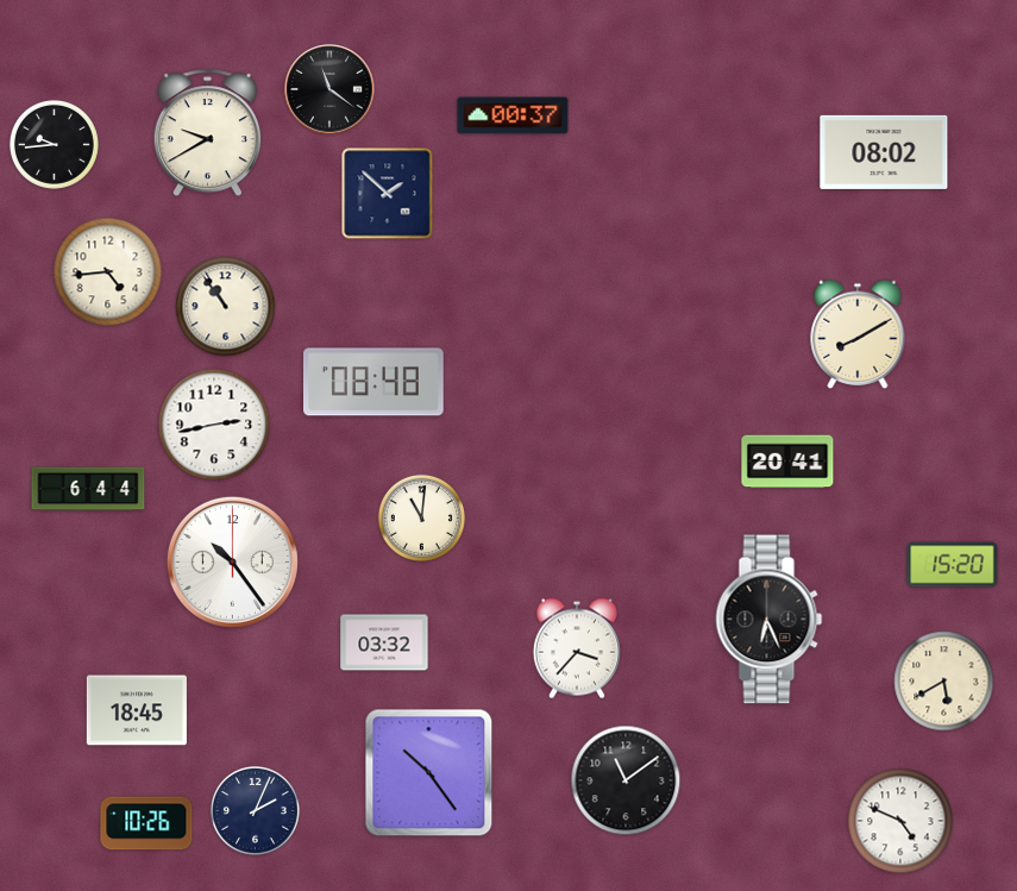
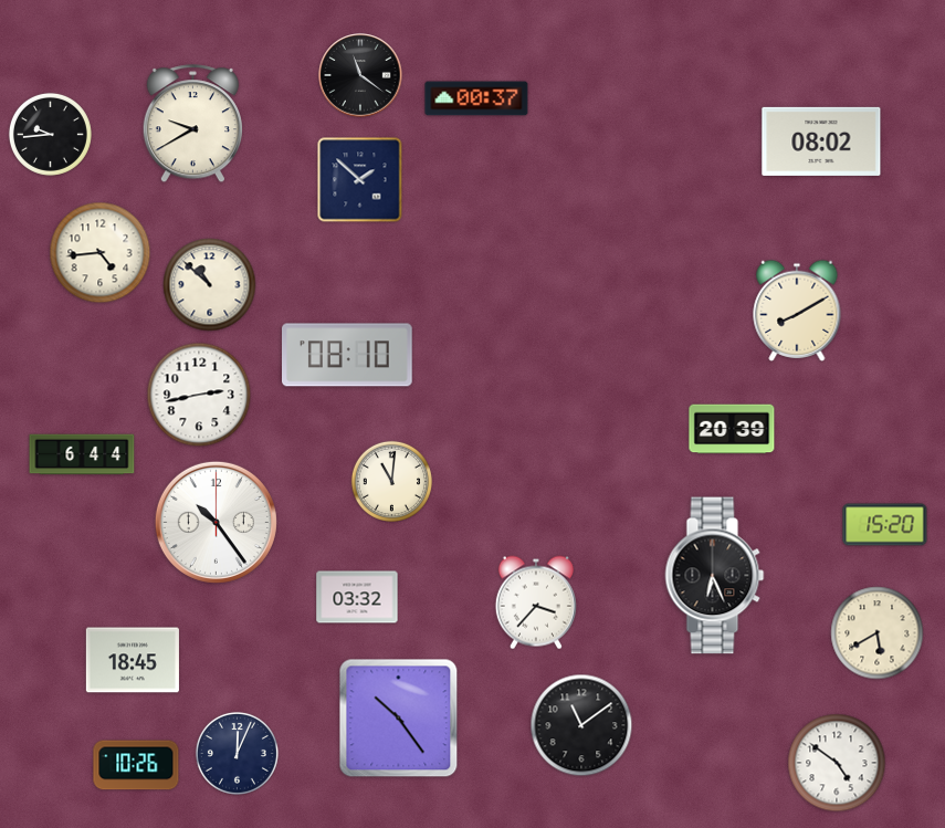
clock at (329, 89) position: (329, 89) -> (360, 75)
clock at (513, 115) position: (513, 115) -> (476, 98)
clock at (226, 307): 10:54 -> 10:52
clock at (375, 382): 08:48 -> 08:10
clock at (787, 462): 20:41 -> 20:39
clock at (137, 710) position: (137, 710) -> (133, 660)
clock at (255, 810): 2:04 -> 12:04
clock at (900, 821): 4:49 -> 4:51
